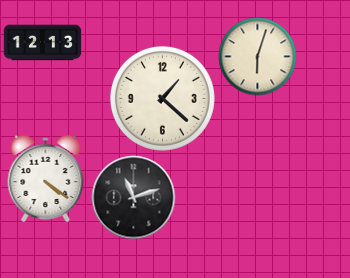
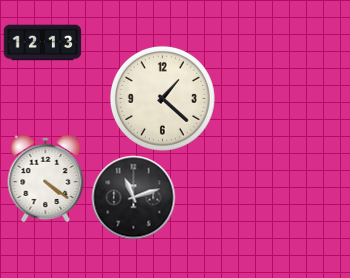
clock at (257, 56): 6:03 -> none
